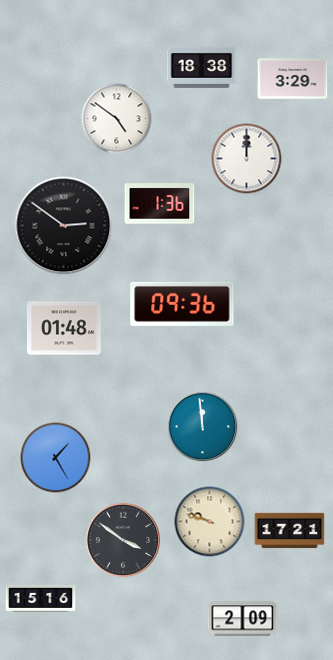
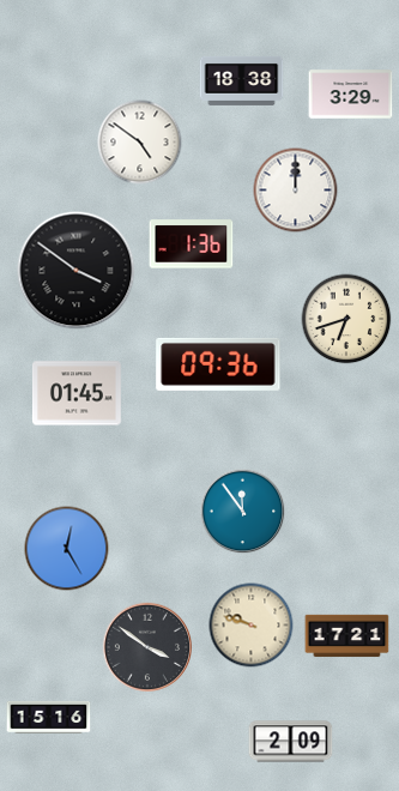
clock at (64, 226): 2:51 -> 3:51
clock at (346, 319): none -> 6:42
clock at (64, 328): 01:48 -> 01:45
clock at (203, 427): 11:59 -> 11:54
clock at (56, 458): 1:25 -> 12:25
